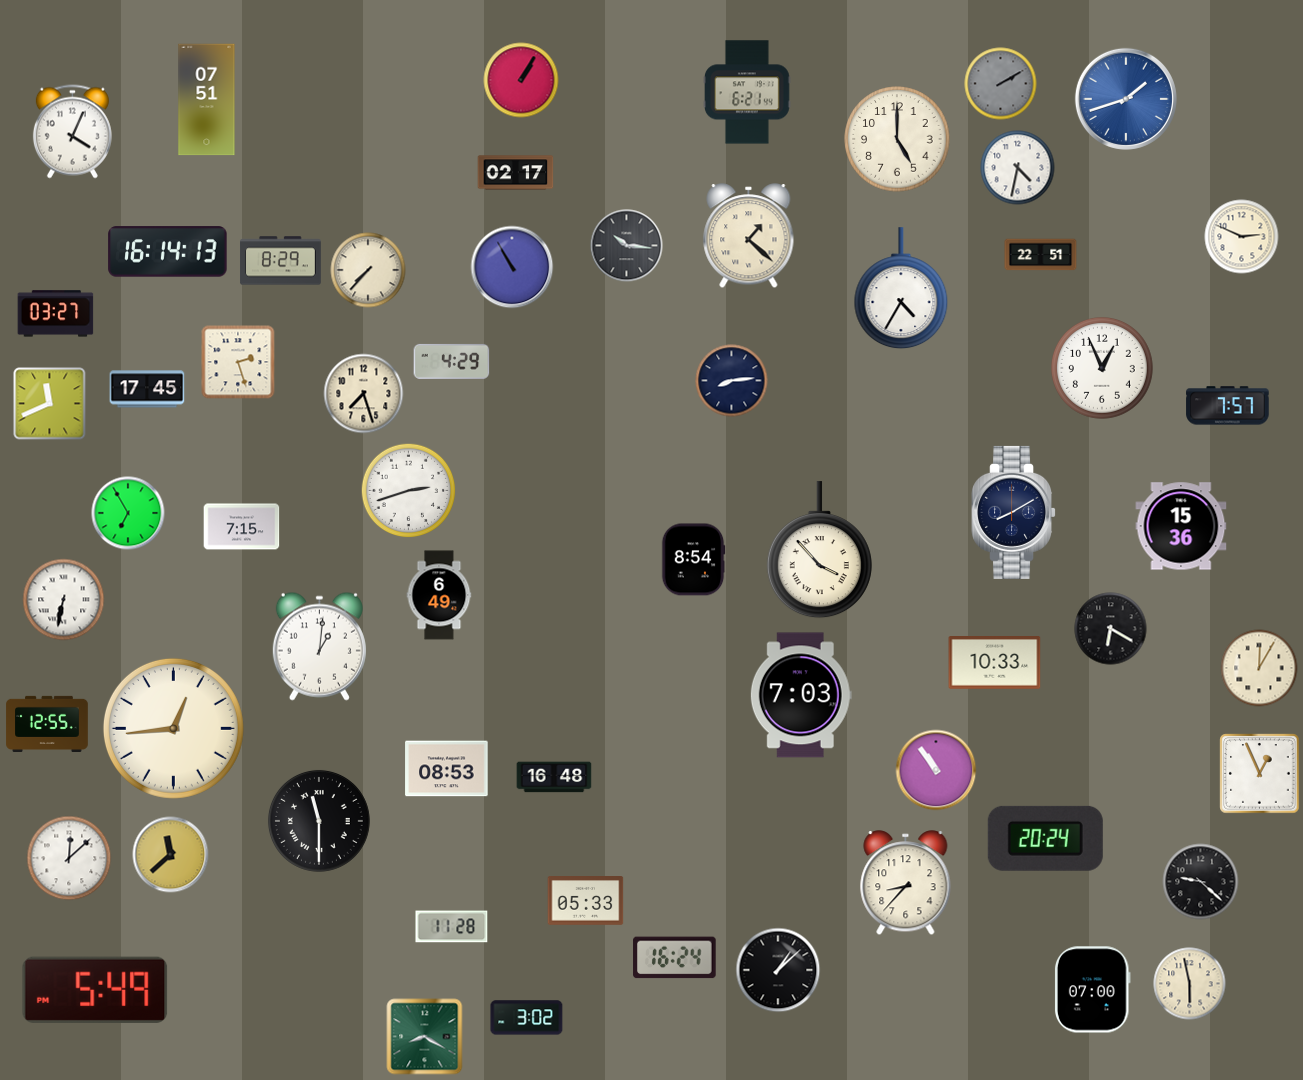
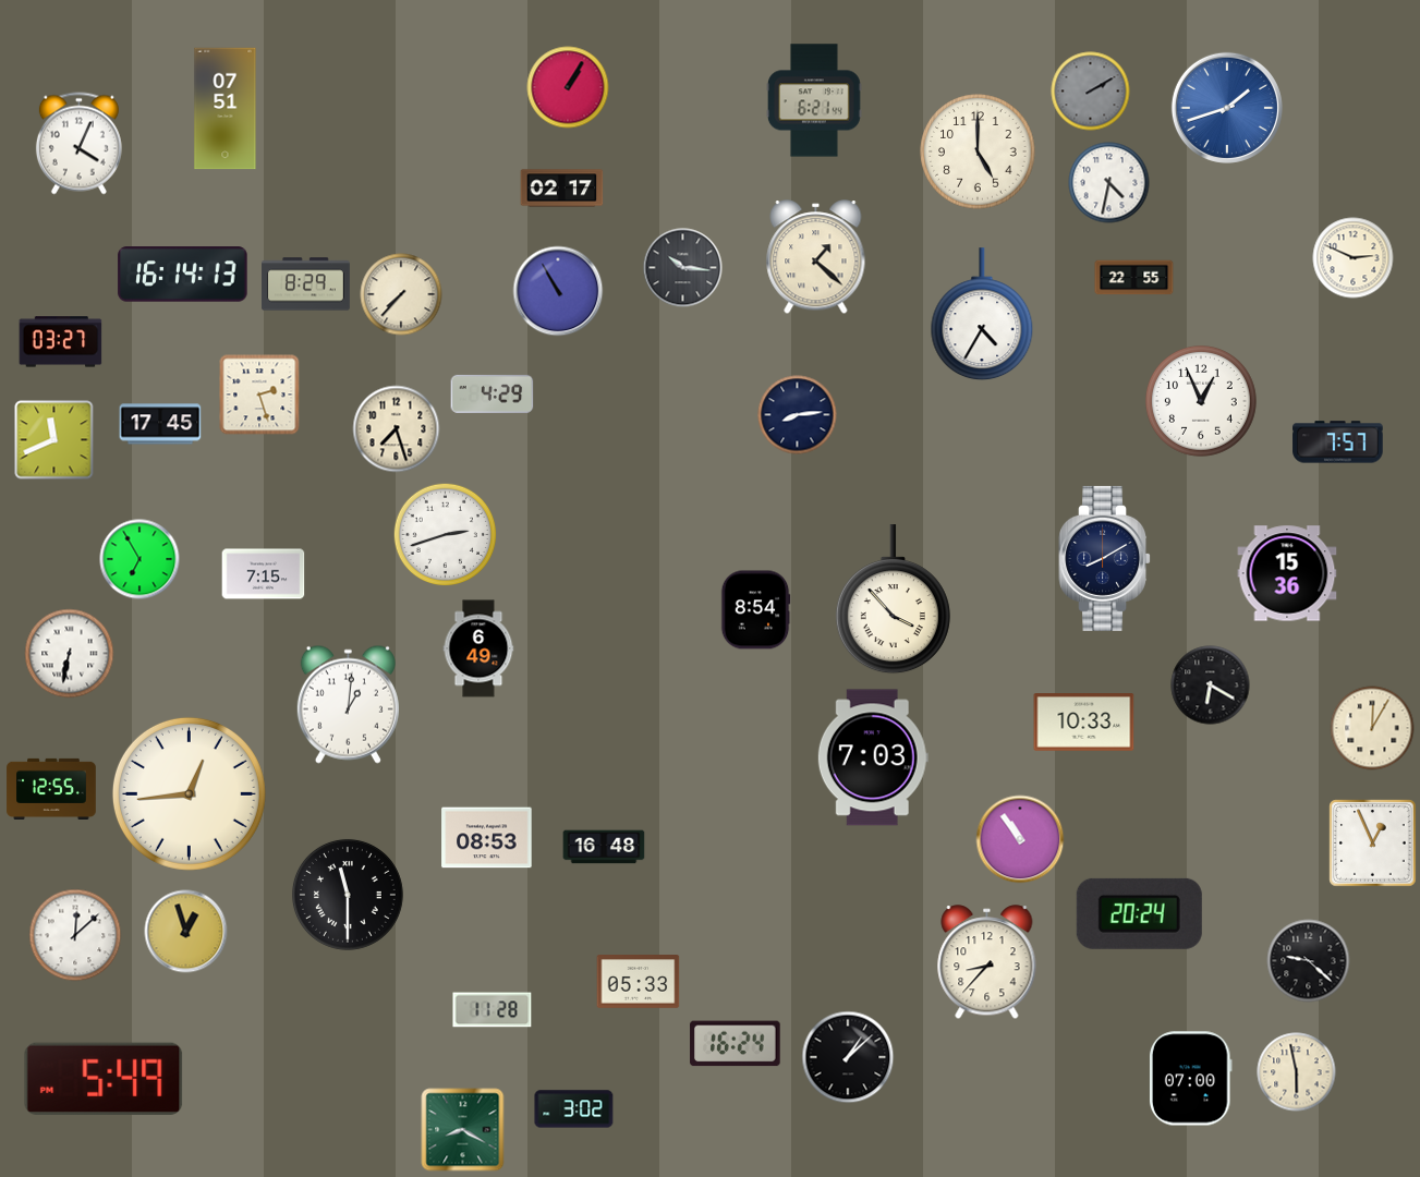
clock at (1041, 255): 22:51 -> 22:55
clock at (171, 855): 11:38 -> 12:57
